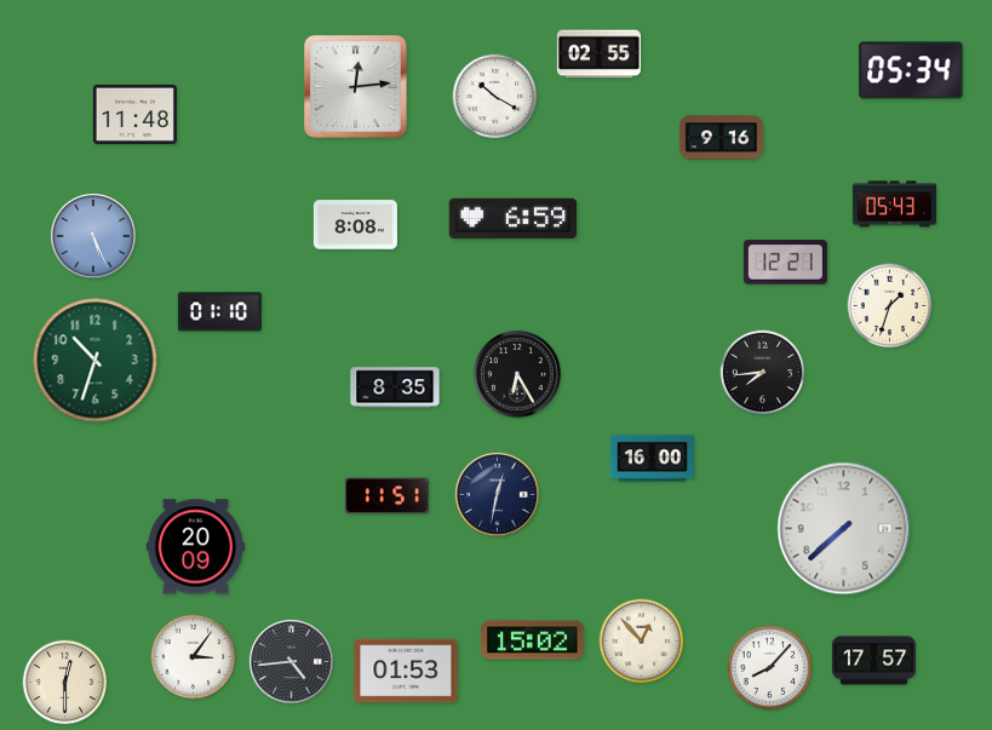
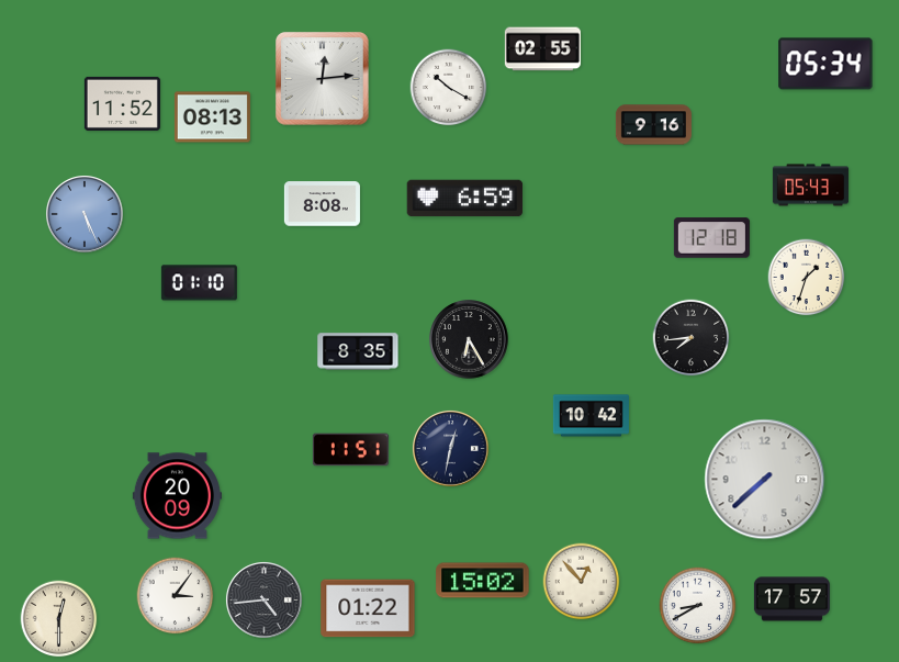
clock at (134, 114): 11:48 -> 11:52
clock at (212, 117): none -> 08:13
clock at (785, 263): 12:21 -> 12:18
clock at (96, 361): 10:33 -> none
clock at (652, 459): 16:00 -> 10:42
clock at (770, 668): 8:07 -> 8:40
clock at (406, 671): 01:53 -> 01:22
